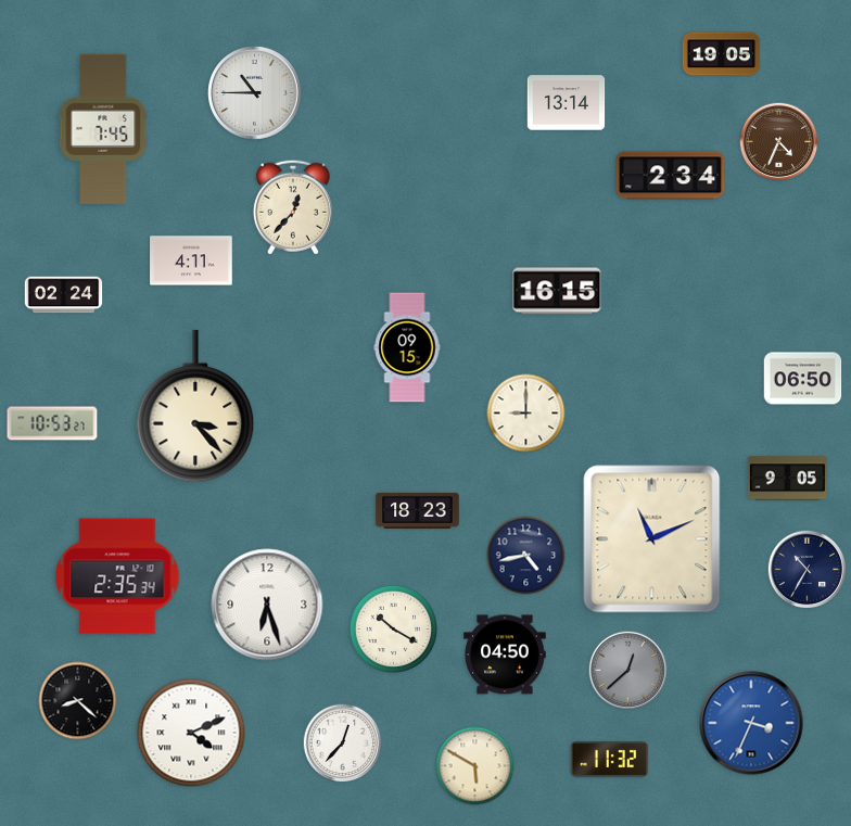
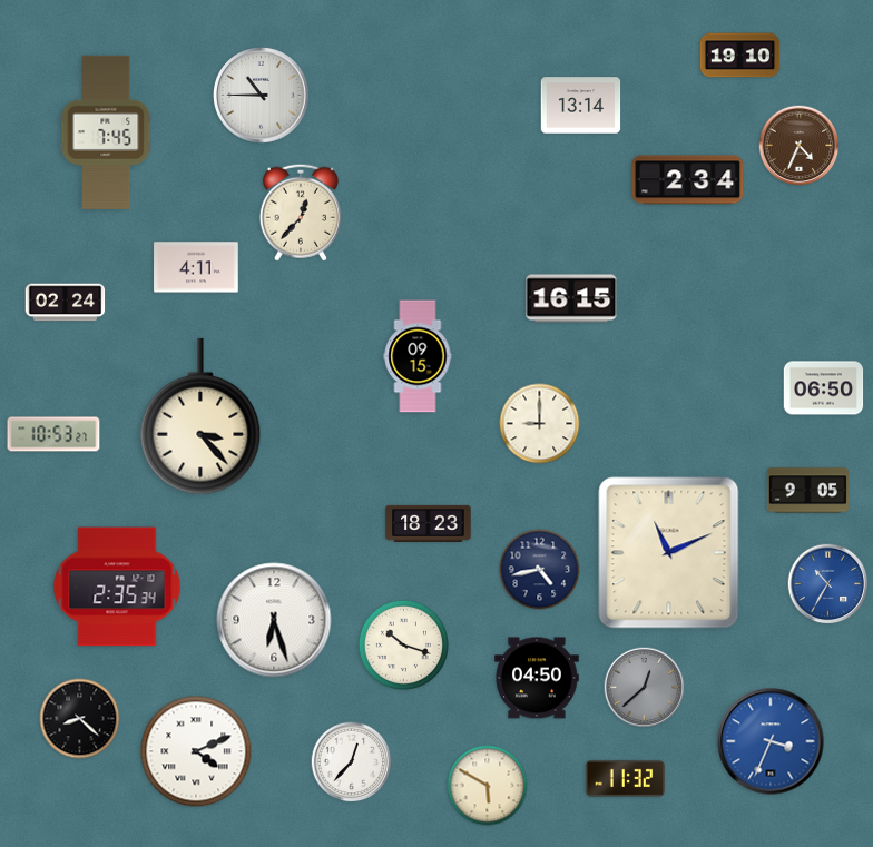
clock at (722, 54): 19:05 -> 19:10
clock at (808, 570) dial: navy -> blue
clock at (117, 576) position: (117, 576) -> (117, 587)
clock at (393, 628): 10:20 -> 10:18
clock at (505, 655) position: (505, 655) -> (537, 678)
